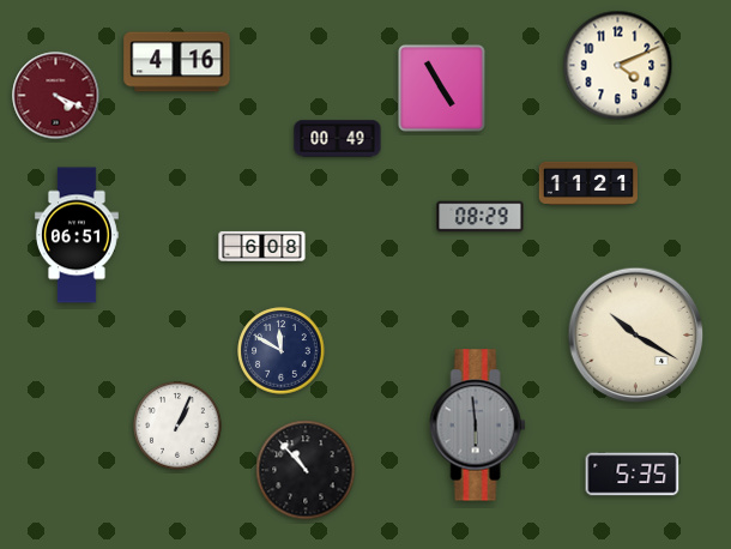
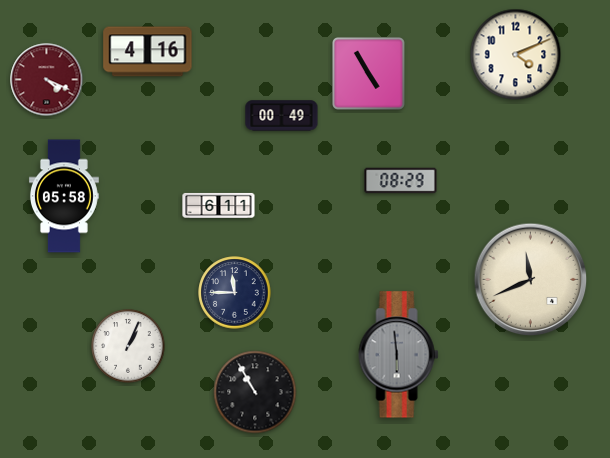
clock at (587, 183): 11:21 -> none
clock at (77, 235): 06:51 -> 05:58
clock at (262, 246): 6:08 -> 6:11
clock at (636, 336): 10:20 -> 11:41
clock at (282, 351): 11:50 -> 11:45
clock at (177, 426) position: (177, 426) -> (128, 346)
clock at (306, 470): 10:53 -> 10:55
clock at (633, 475): 5:35 -> none
